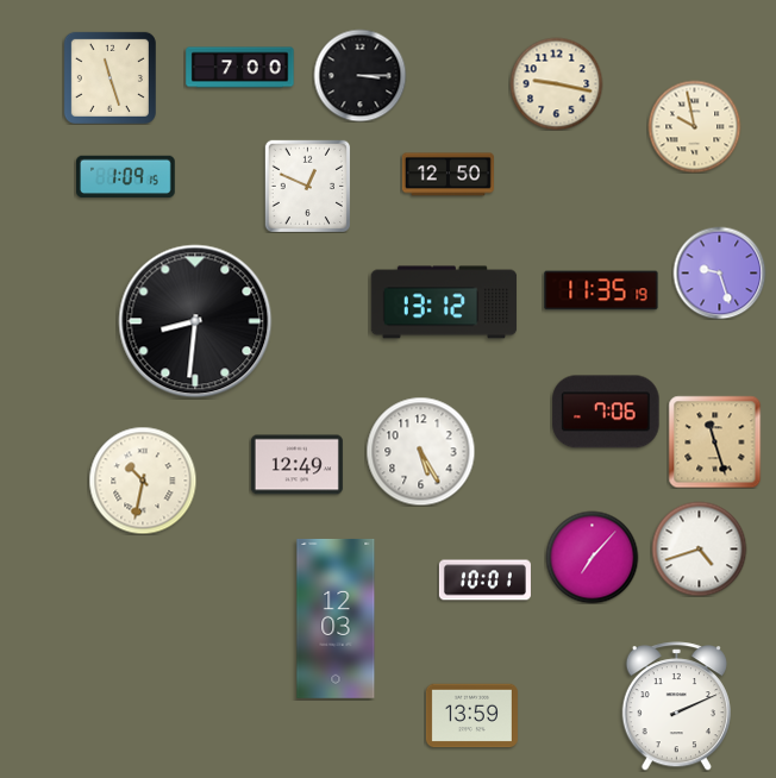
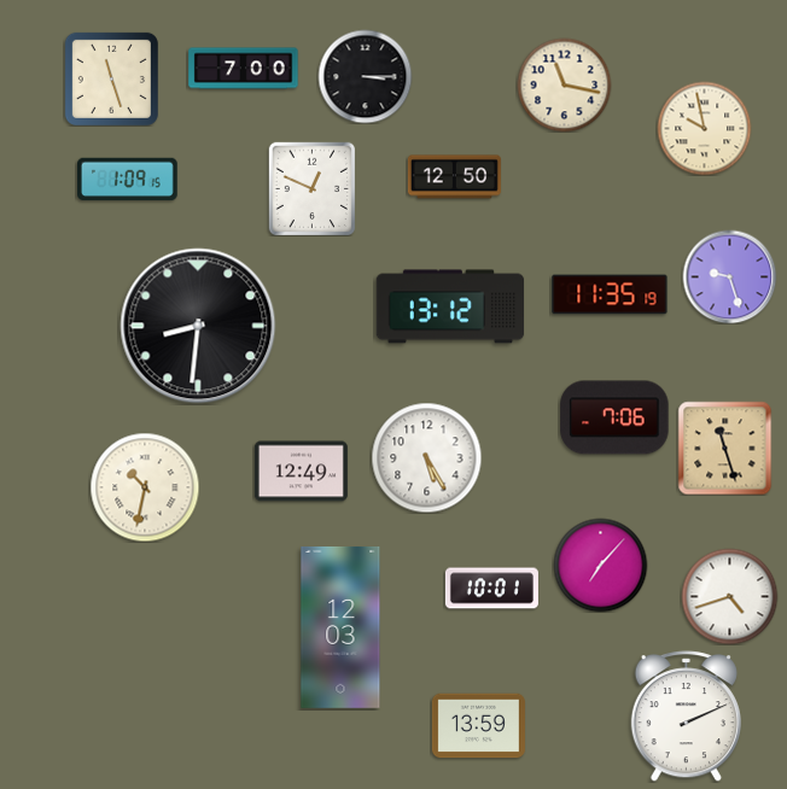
clock at (556, 83): 9:17 -> 11:17
clock at (699, 548) position: (699, 548) -> (729, 596)
